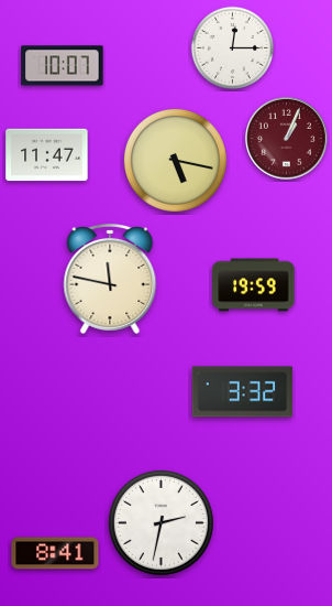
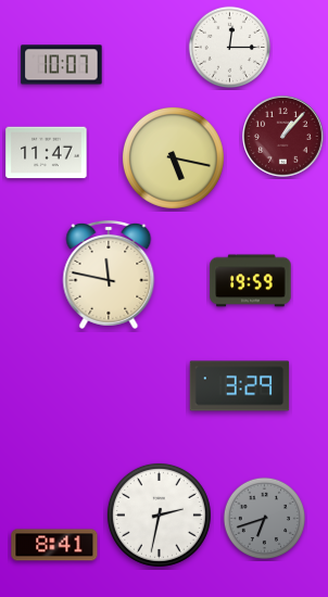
clock at (287, 139): 1:04 -> 1:07
clock at (243, 392): 3:32 -> 3:29
clock at (264, 518): none -> 6:42
